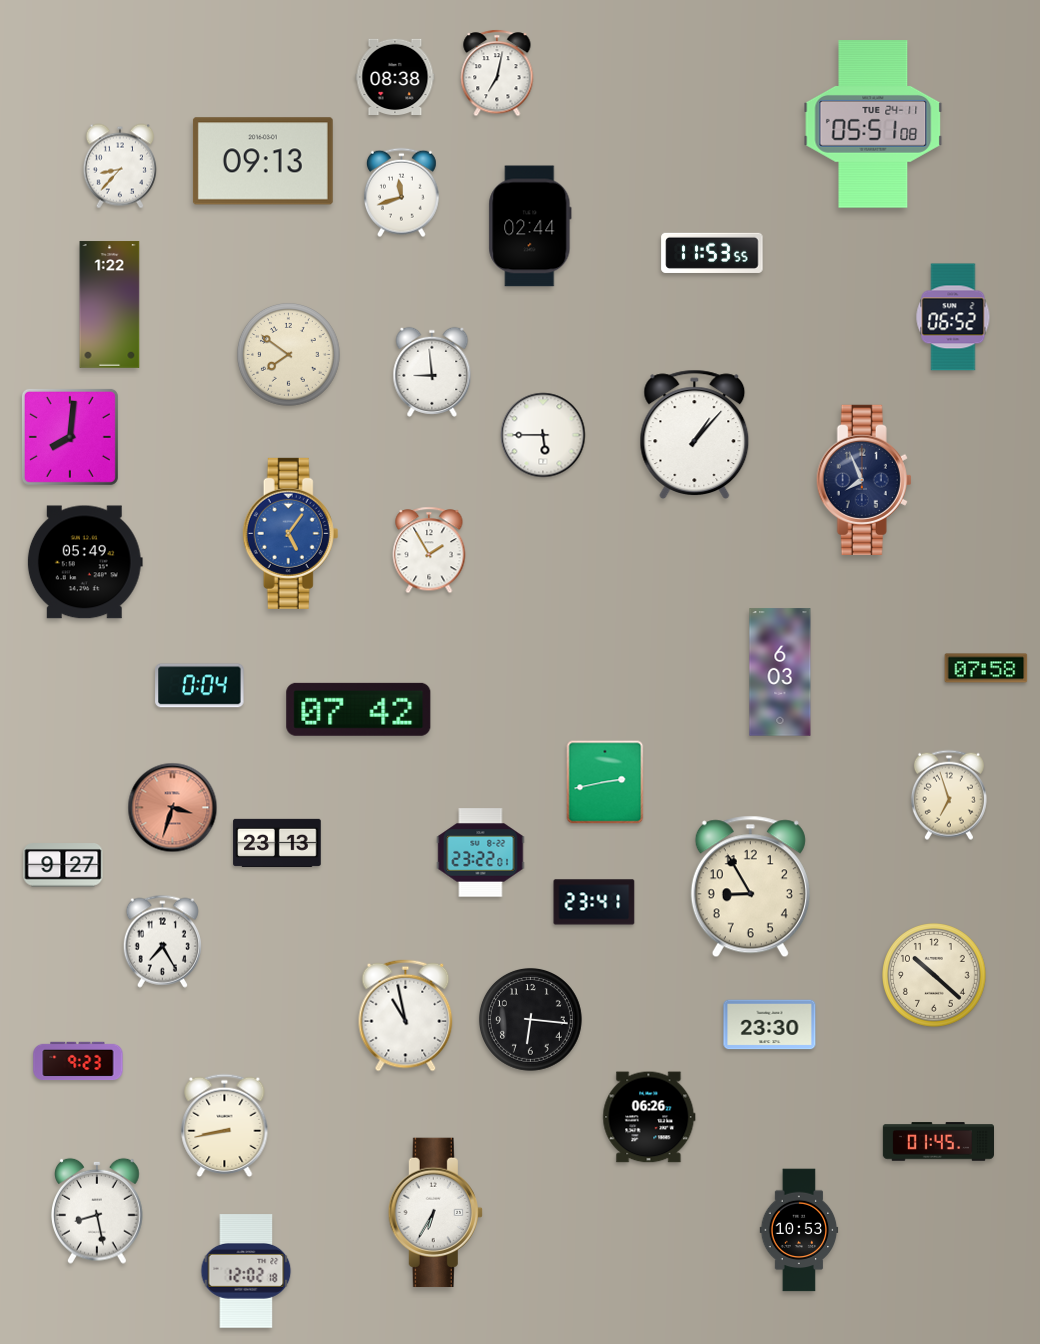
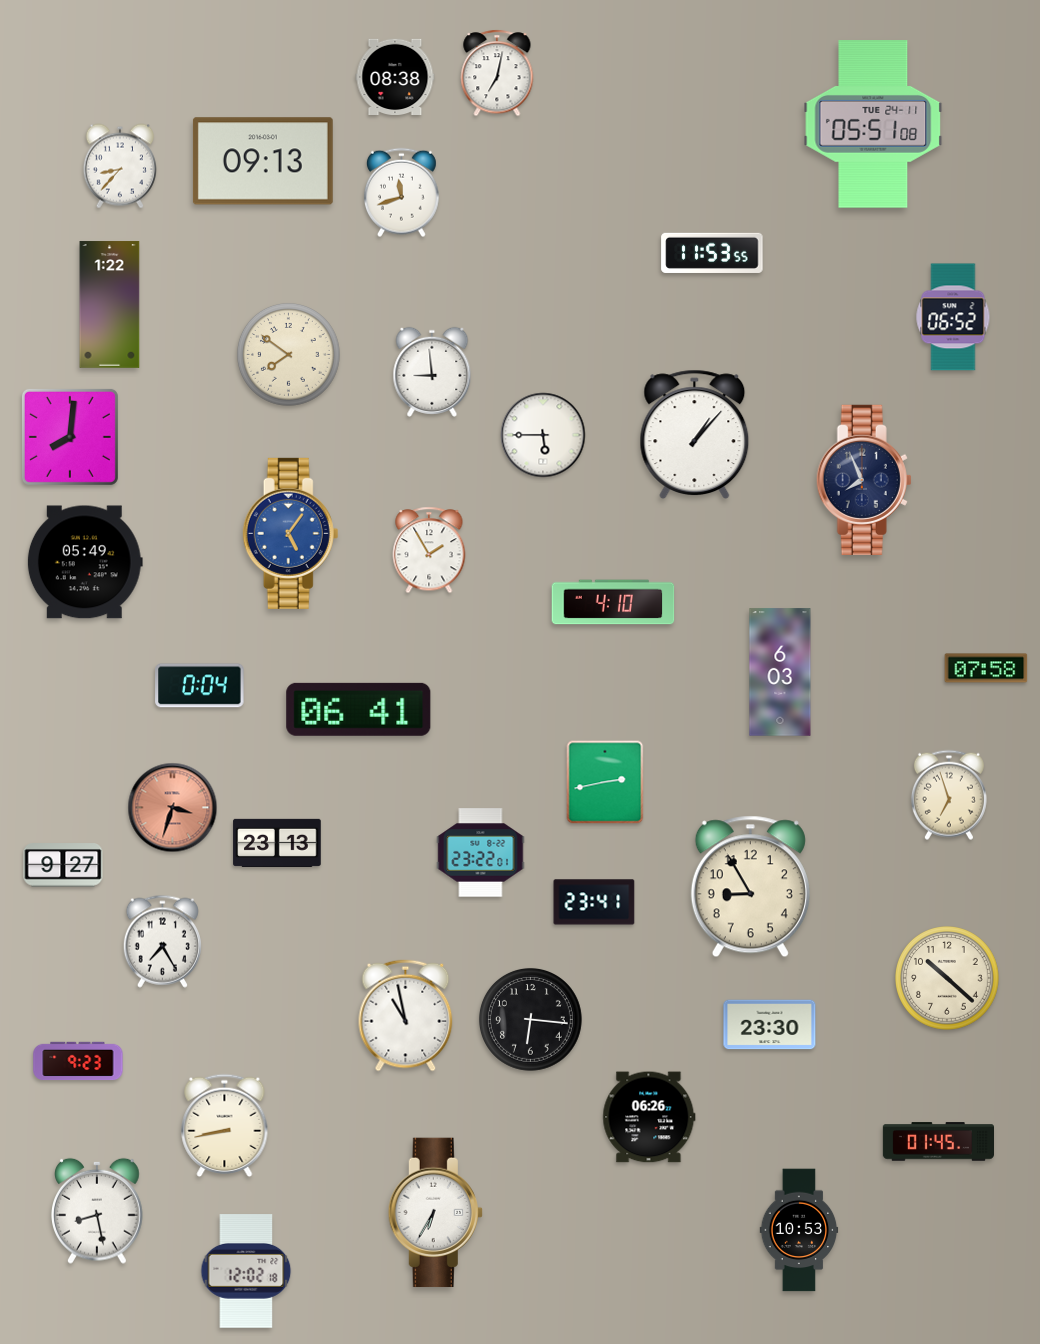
clock at (530, 226): 02:44 -> none
clock at (613, 602): none -> 4:10
clock at (359, 709): 07:42 -> 06:41
clock at (935, 976) position: (935, 976) -> (948, 979)
